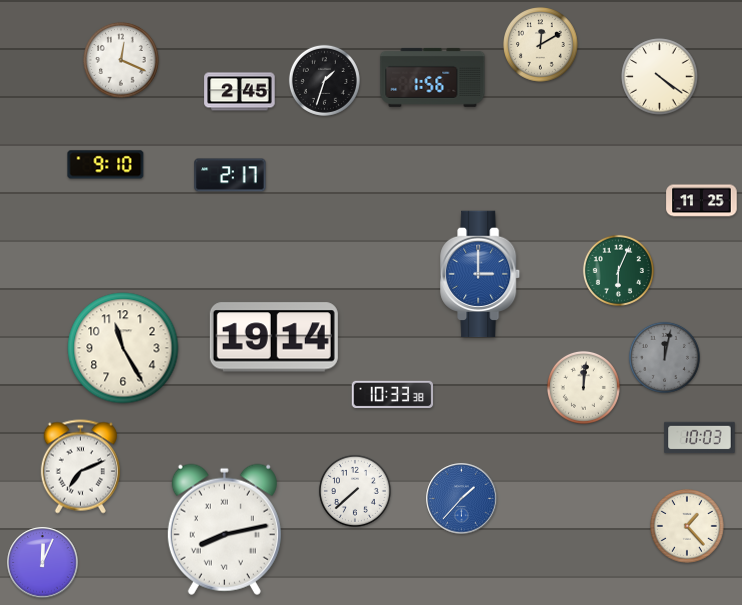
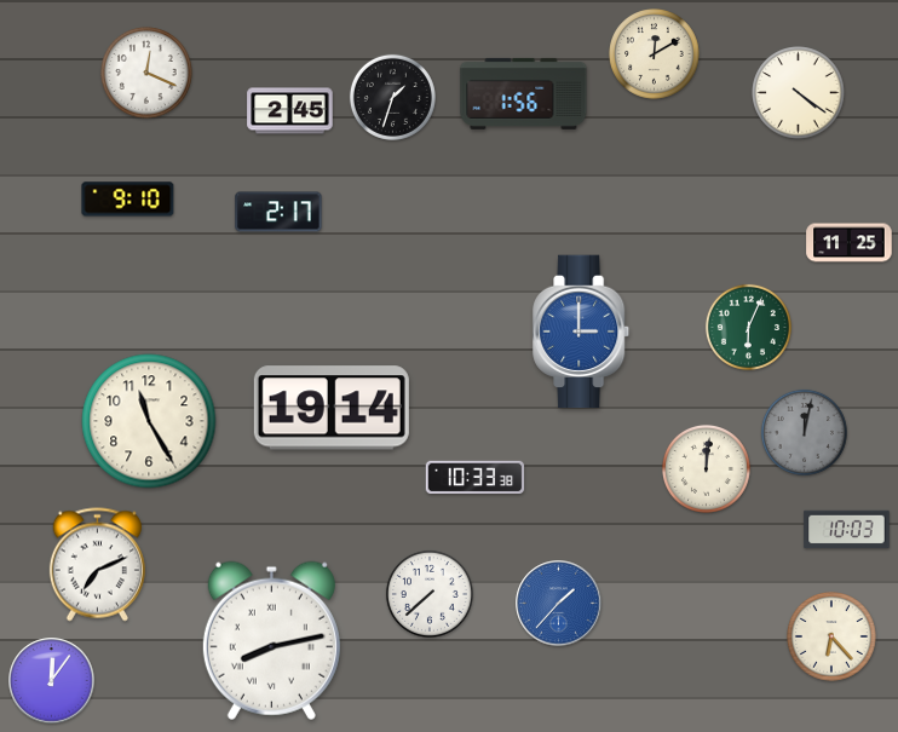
clock at (688, 527): 1:23 -> 6:23
clock at (43, 563): 12:04 -> 12:06
